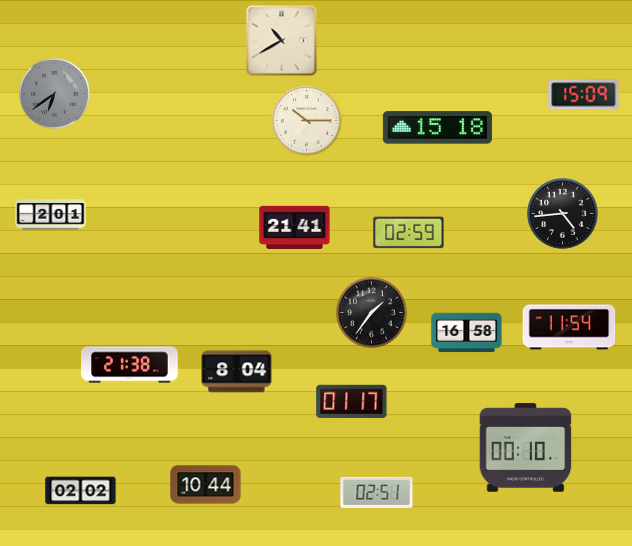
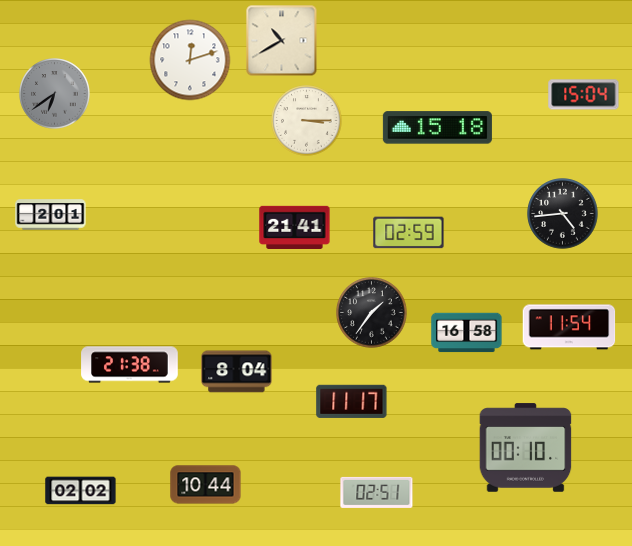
clock at (190, 60): none -> 12:12
clock at (584, 95): 15:09 -> 15:04
clock at (307, 121): 10:15 -> 3:15
clock at (352, 401): 01:17 -> 11:17
